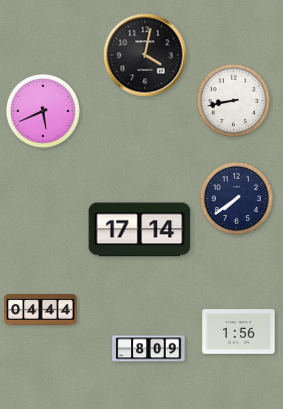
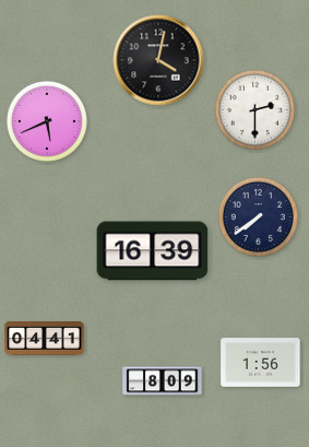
clock at (233, 100): 8:43 -> 2:30
clock at (140, 230): 17:14 -> 16:39
clock at (41, 310): 04:44 -> 04:41
